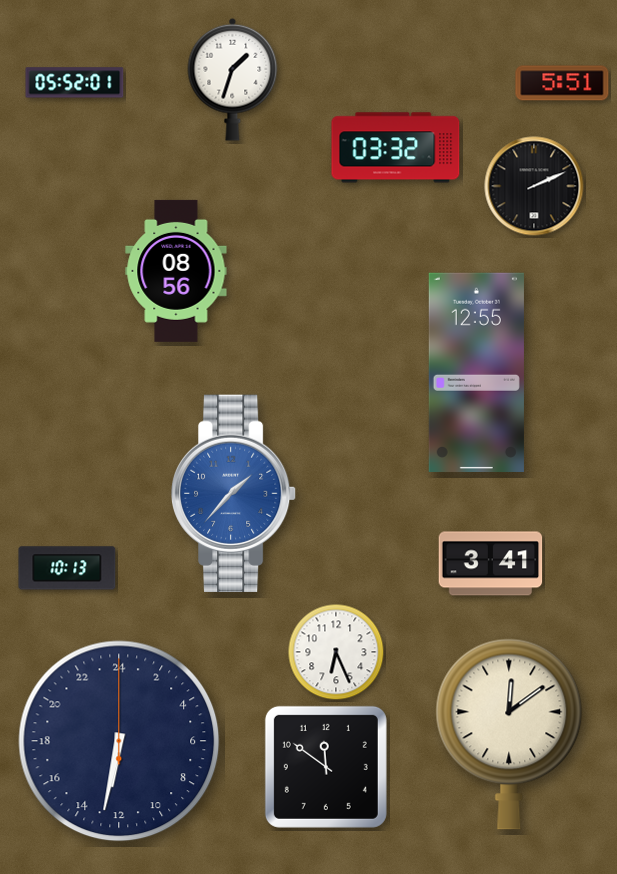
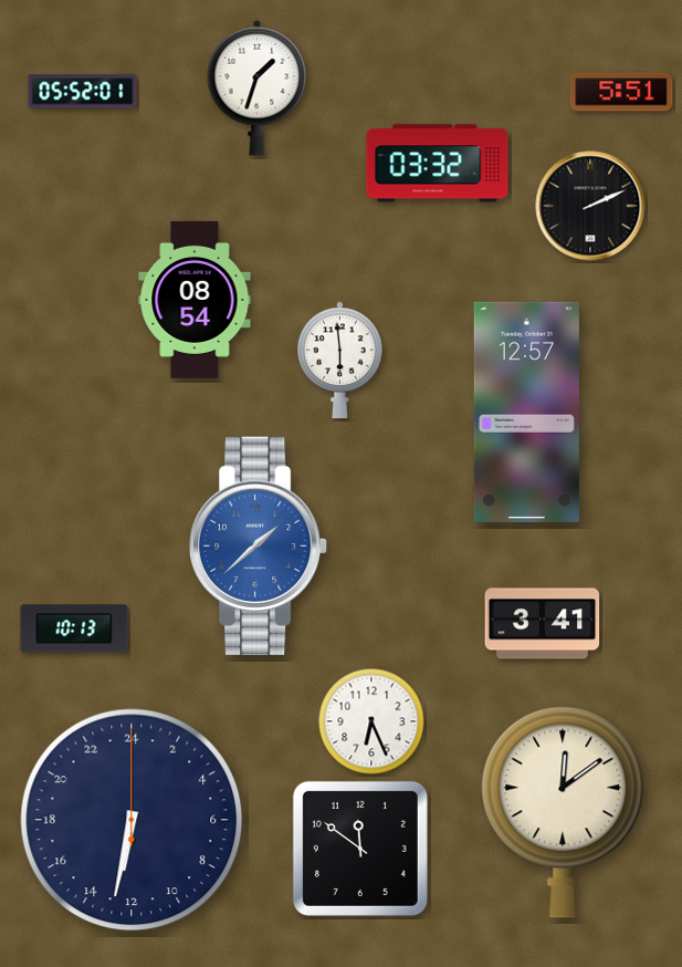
clock at (176, 271): 08:56 -> 08:54
clock at (340, 361): none -> 5:59
clock at (476, 372): 12:55 -> 12:57
clock at (235, 493): 1:37 -> 1:38
